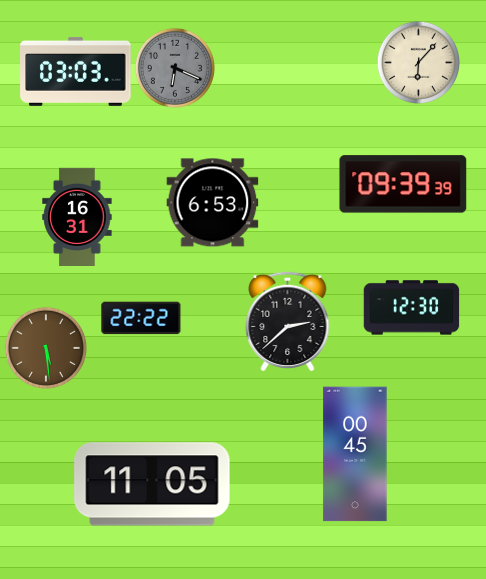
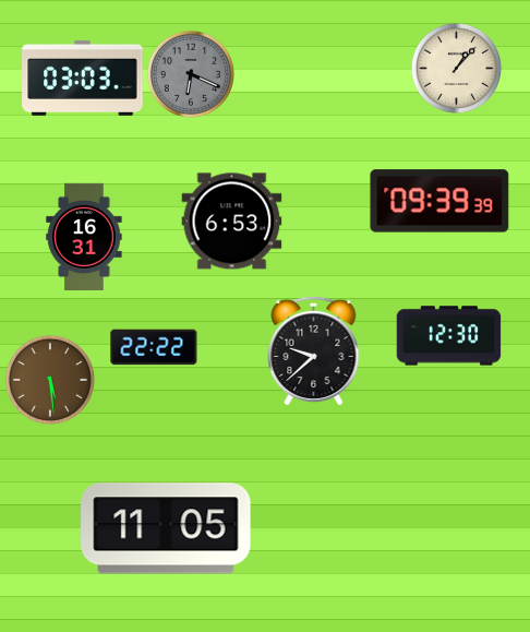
clock at (418, 62): 6:07 -> 1:07
clock at (288, 321): 2:38 -> 9:38
clock at (355, 454): 00:45 -> none
